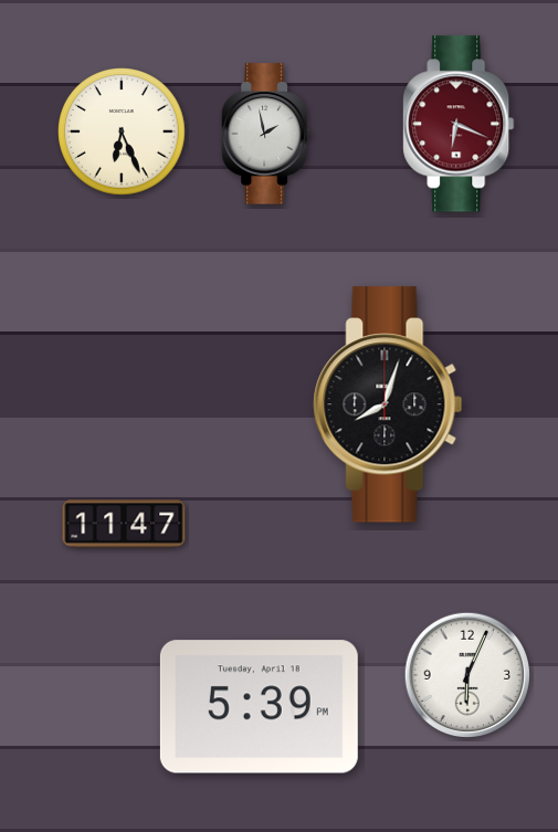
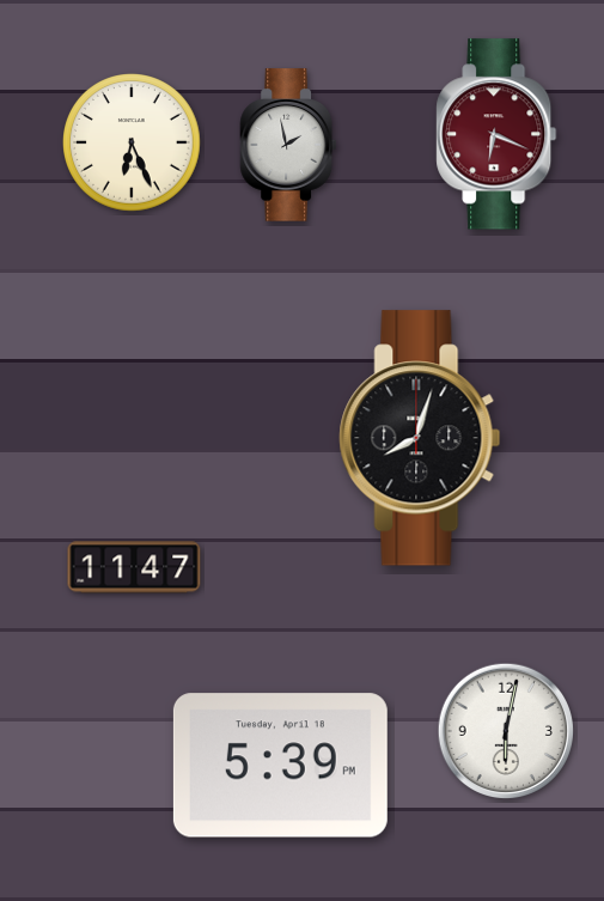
clock at (466, 674): 6:04 -> 6:02
